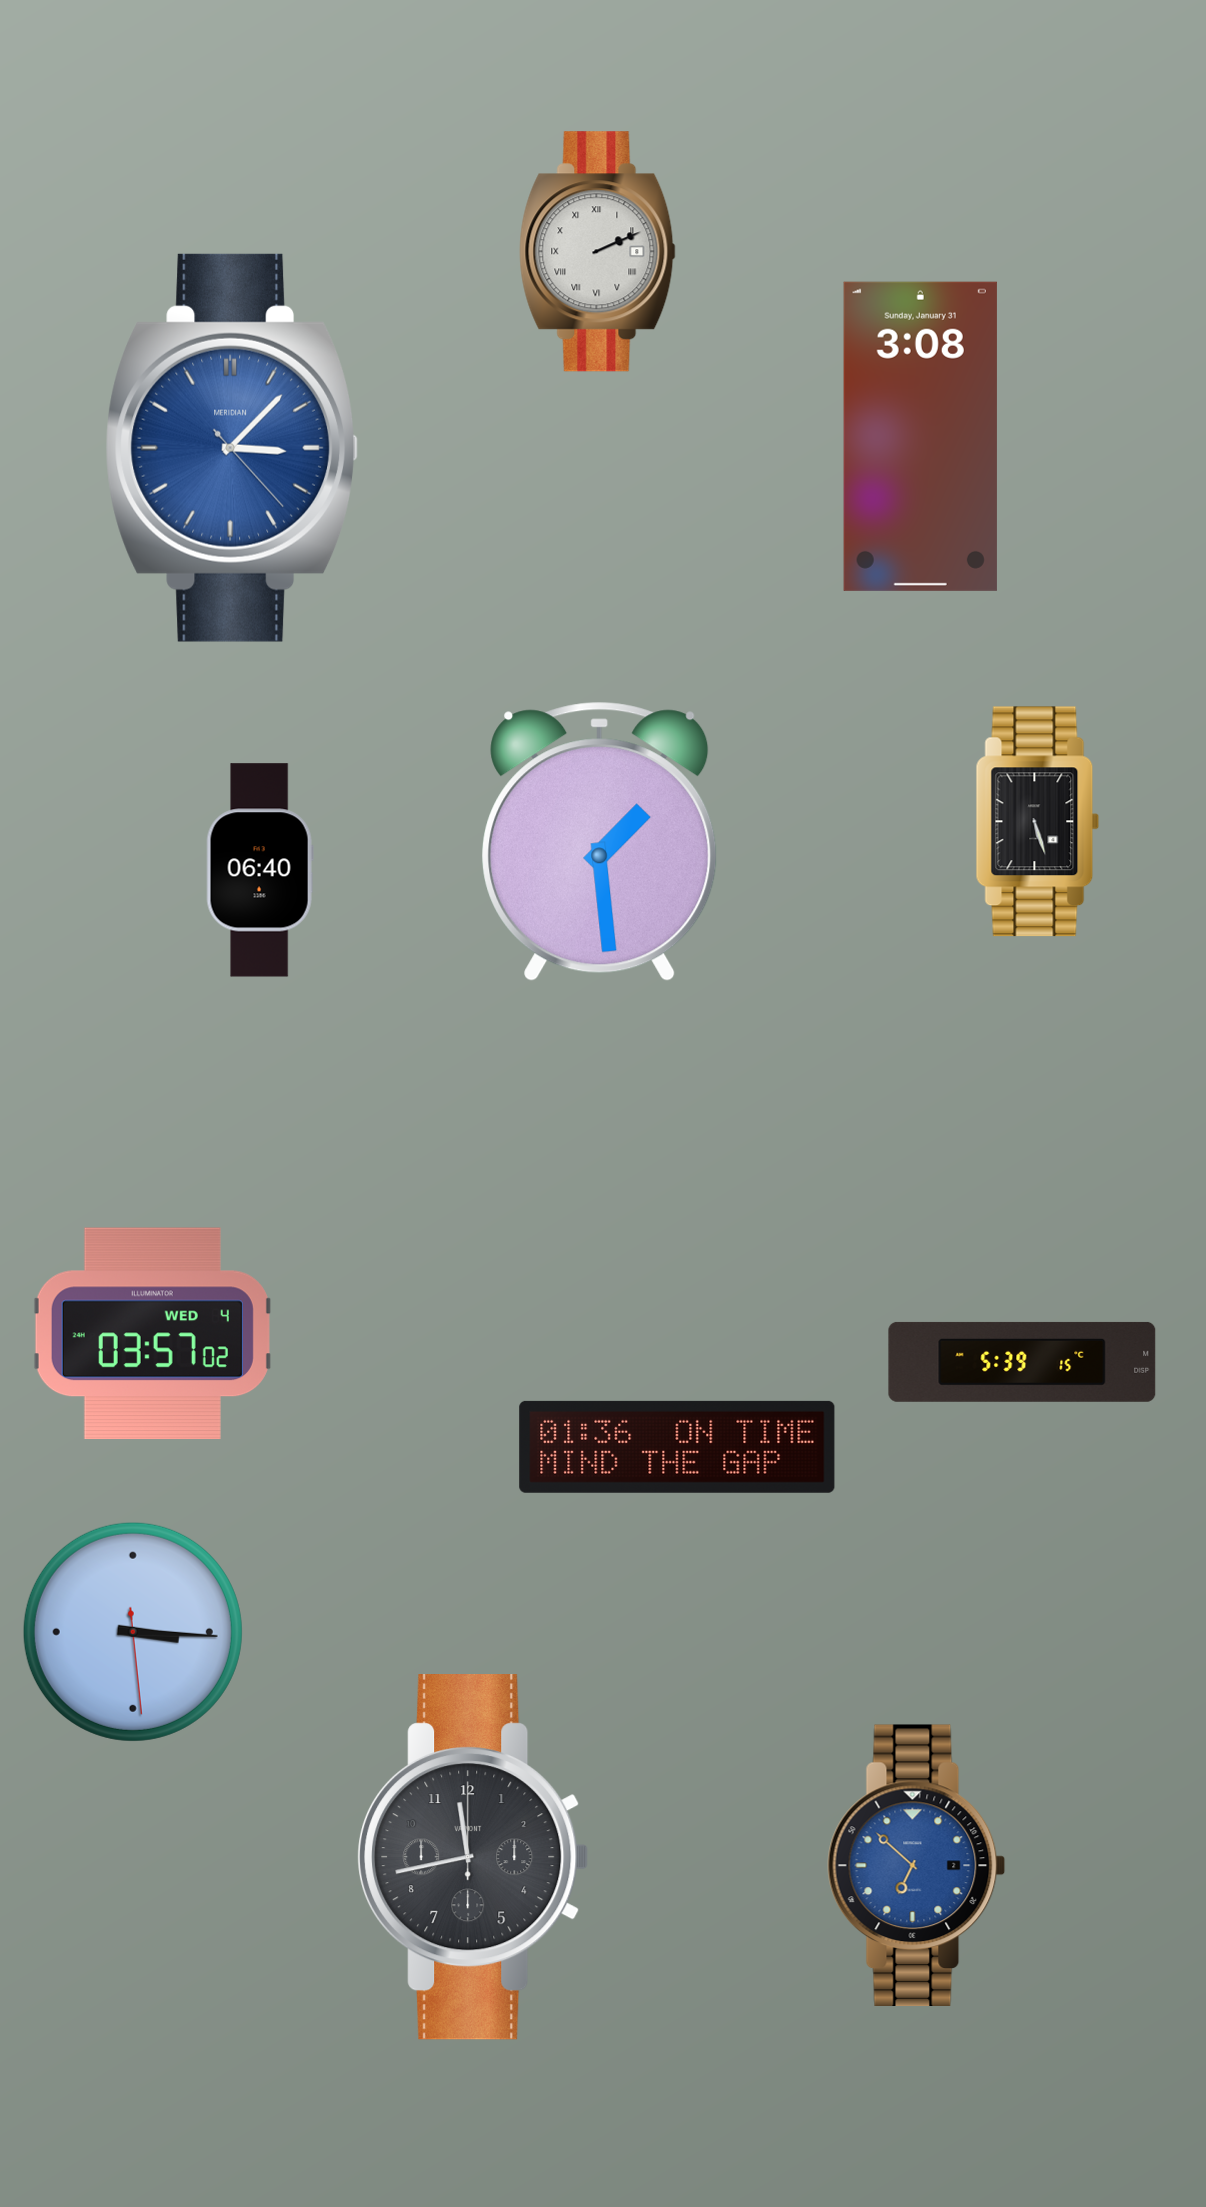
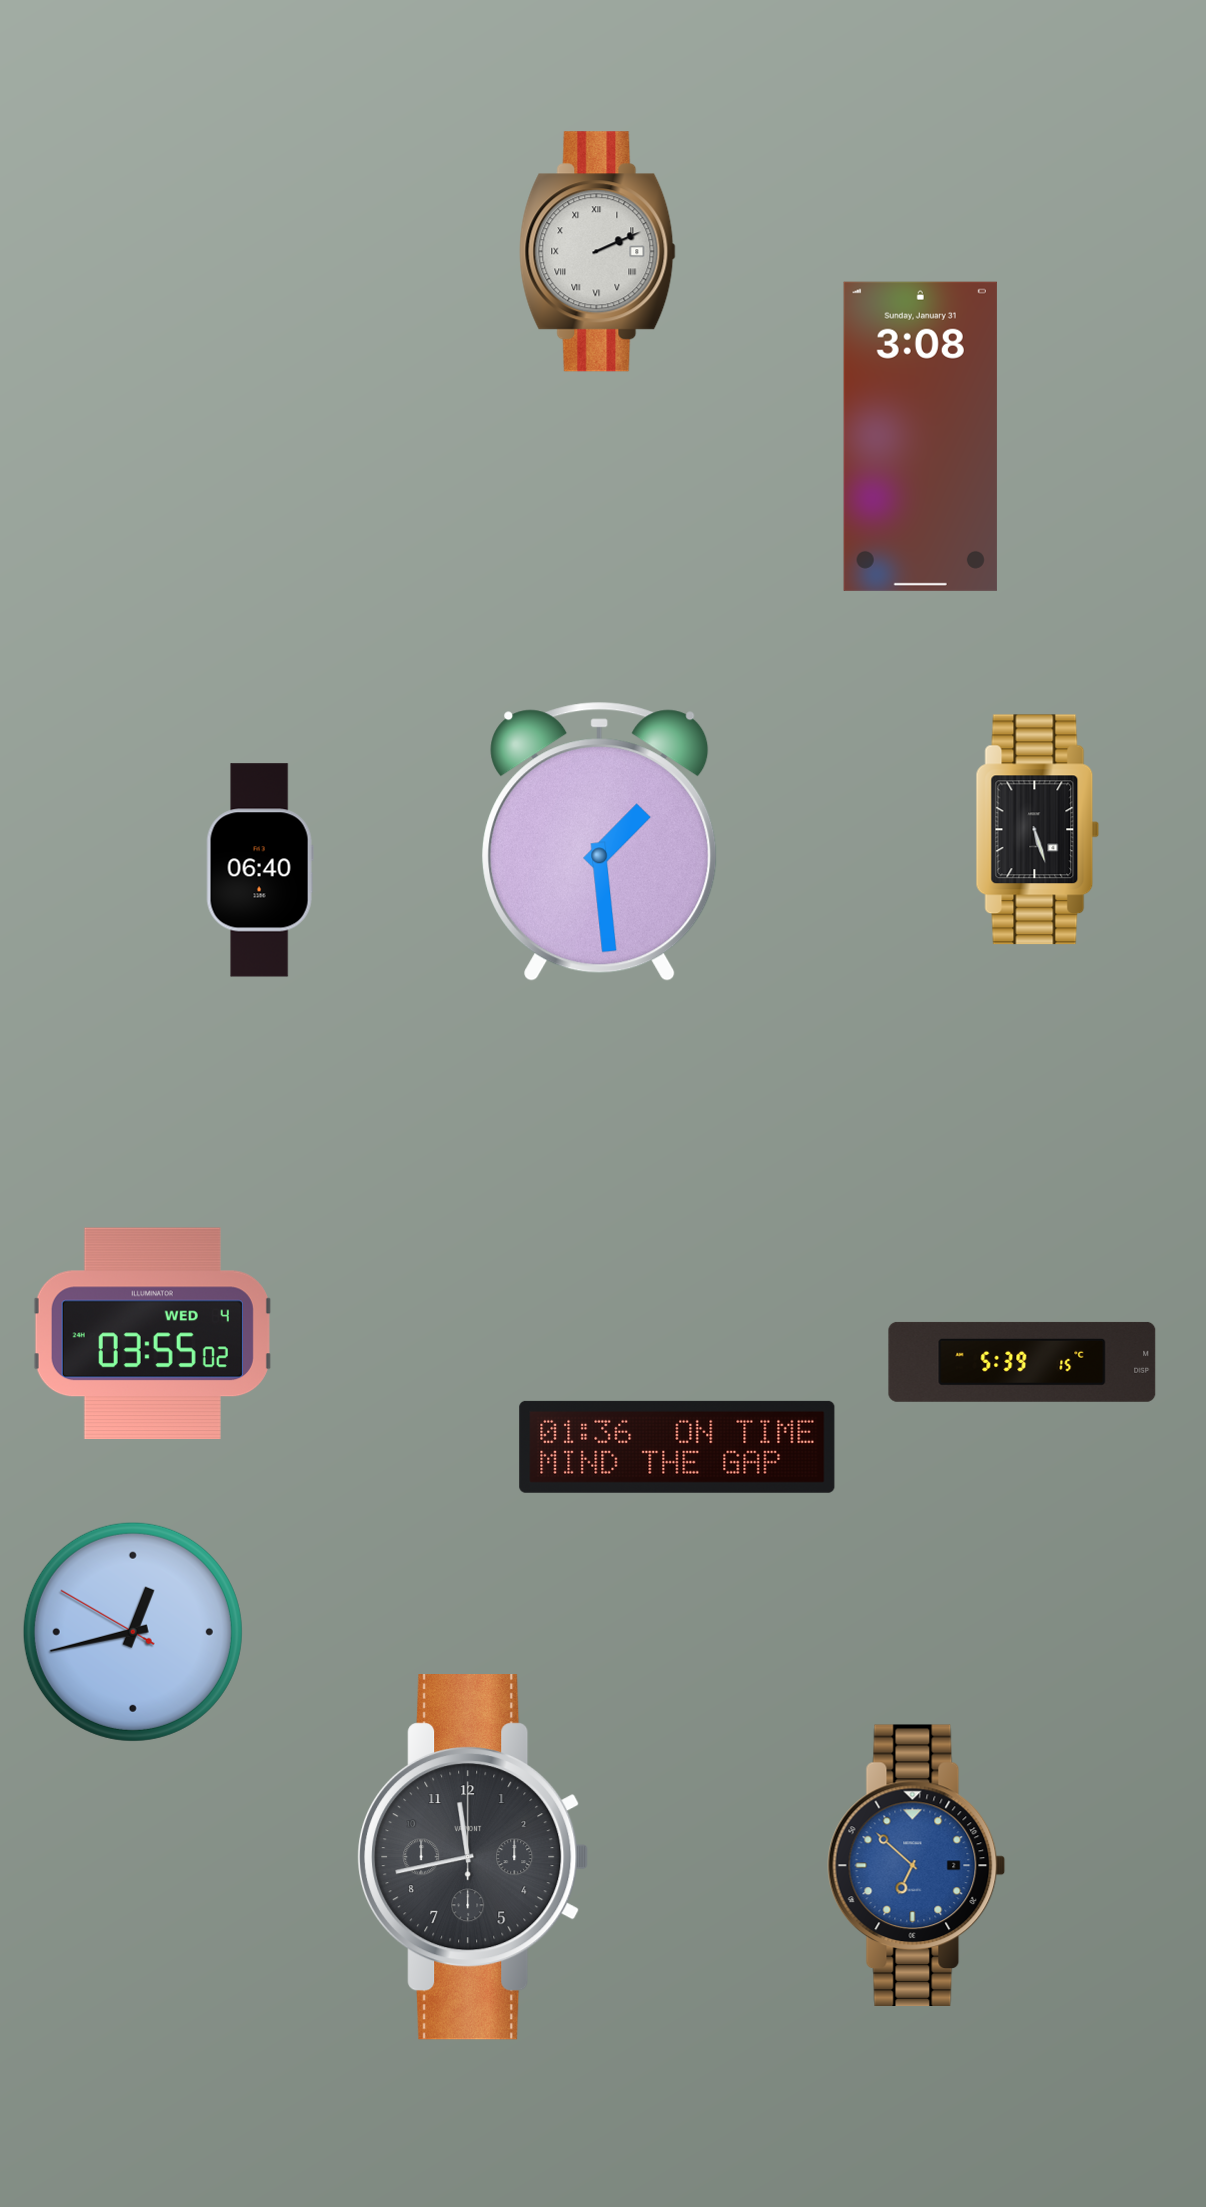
clock at (232, 448): 3:07 -> none
clock at (1038, 822) position: (1038, 822) -> (1038, 830)
clock at (152, 1334): 03:57 -> 03:55
clock at (133, 1632): 3:15 -> 12:42
